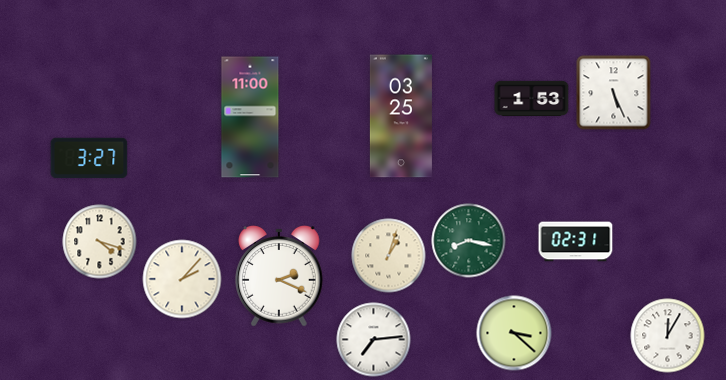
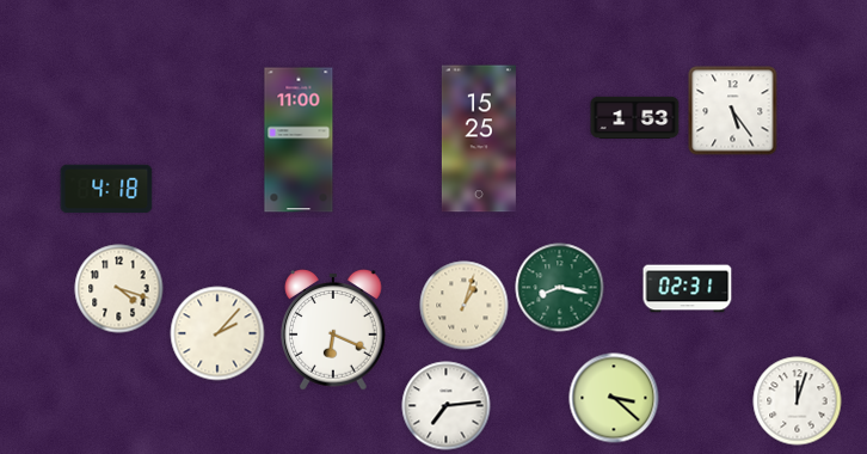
clock at (614, 93): 5:26 -> 5:24
clock at (401, 116): 03:25 -> 15:25
clock at (89, 158): 3:27 -> 4:18
clock at (280, 276): 2:19 -> 6:19
clock at (668, 336): 12:05 -> 12:03
